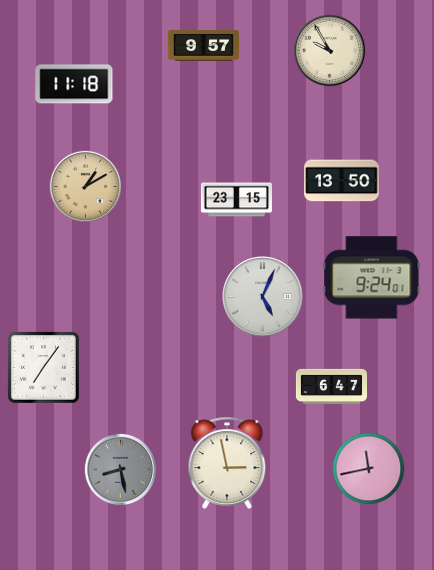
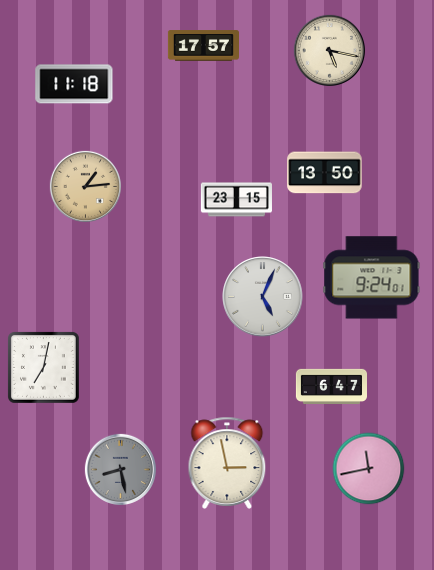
clock at (203, 46): 9:57 -> 17:57
clock at (329, 50): 9:55 -> 5:17
clock at (342, 181) position: (342, 181) -> (325, 173)
clock at (85, 186): 1:10 -> 1:14
clock at (44, 368): 7:06 -> 7:02
